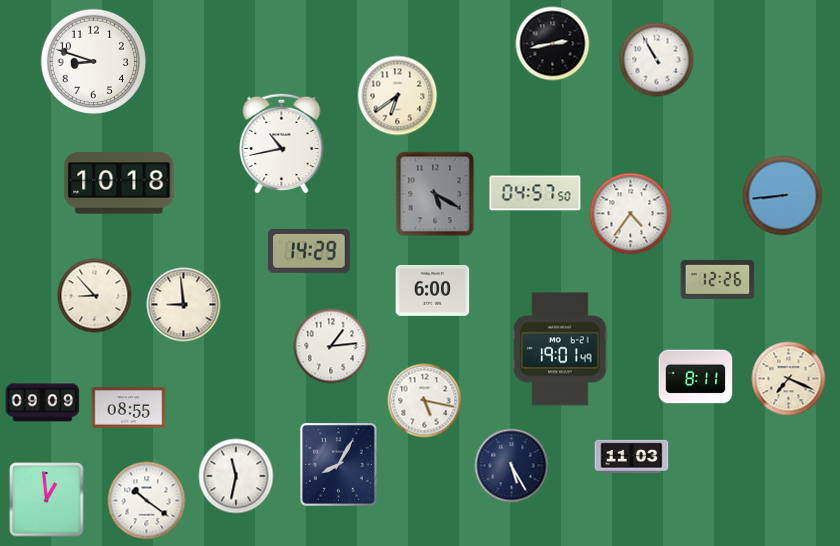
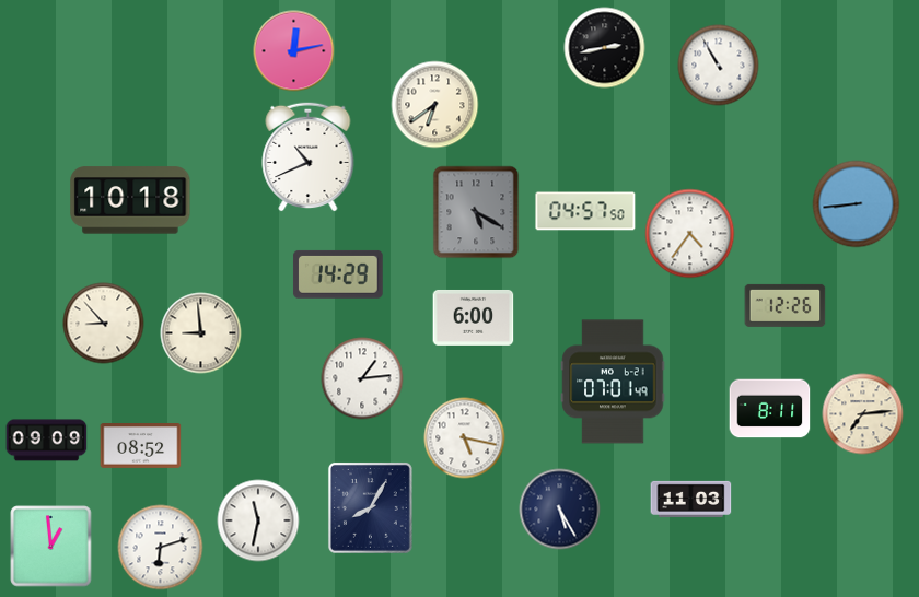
clock at (294, 51): none -> 12:13
clock at (93, 61): 8:48 -> none
clock at (282, 143): 10:43 -> 10:41
clock at (783, 196) position: (783, 196) -> (857, 204)
clock at (560, 349): 19:01 -> 07:01
clock at (696, 377) position: (696, 377) -> (770, 409)
clock at (789, 379): 7:19 -> 7:14
clock at (129, 408): 08:55 -> 08:52
clock at (147, 501): 10:21 -> 6:12
